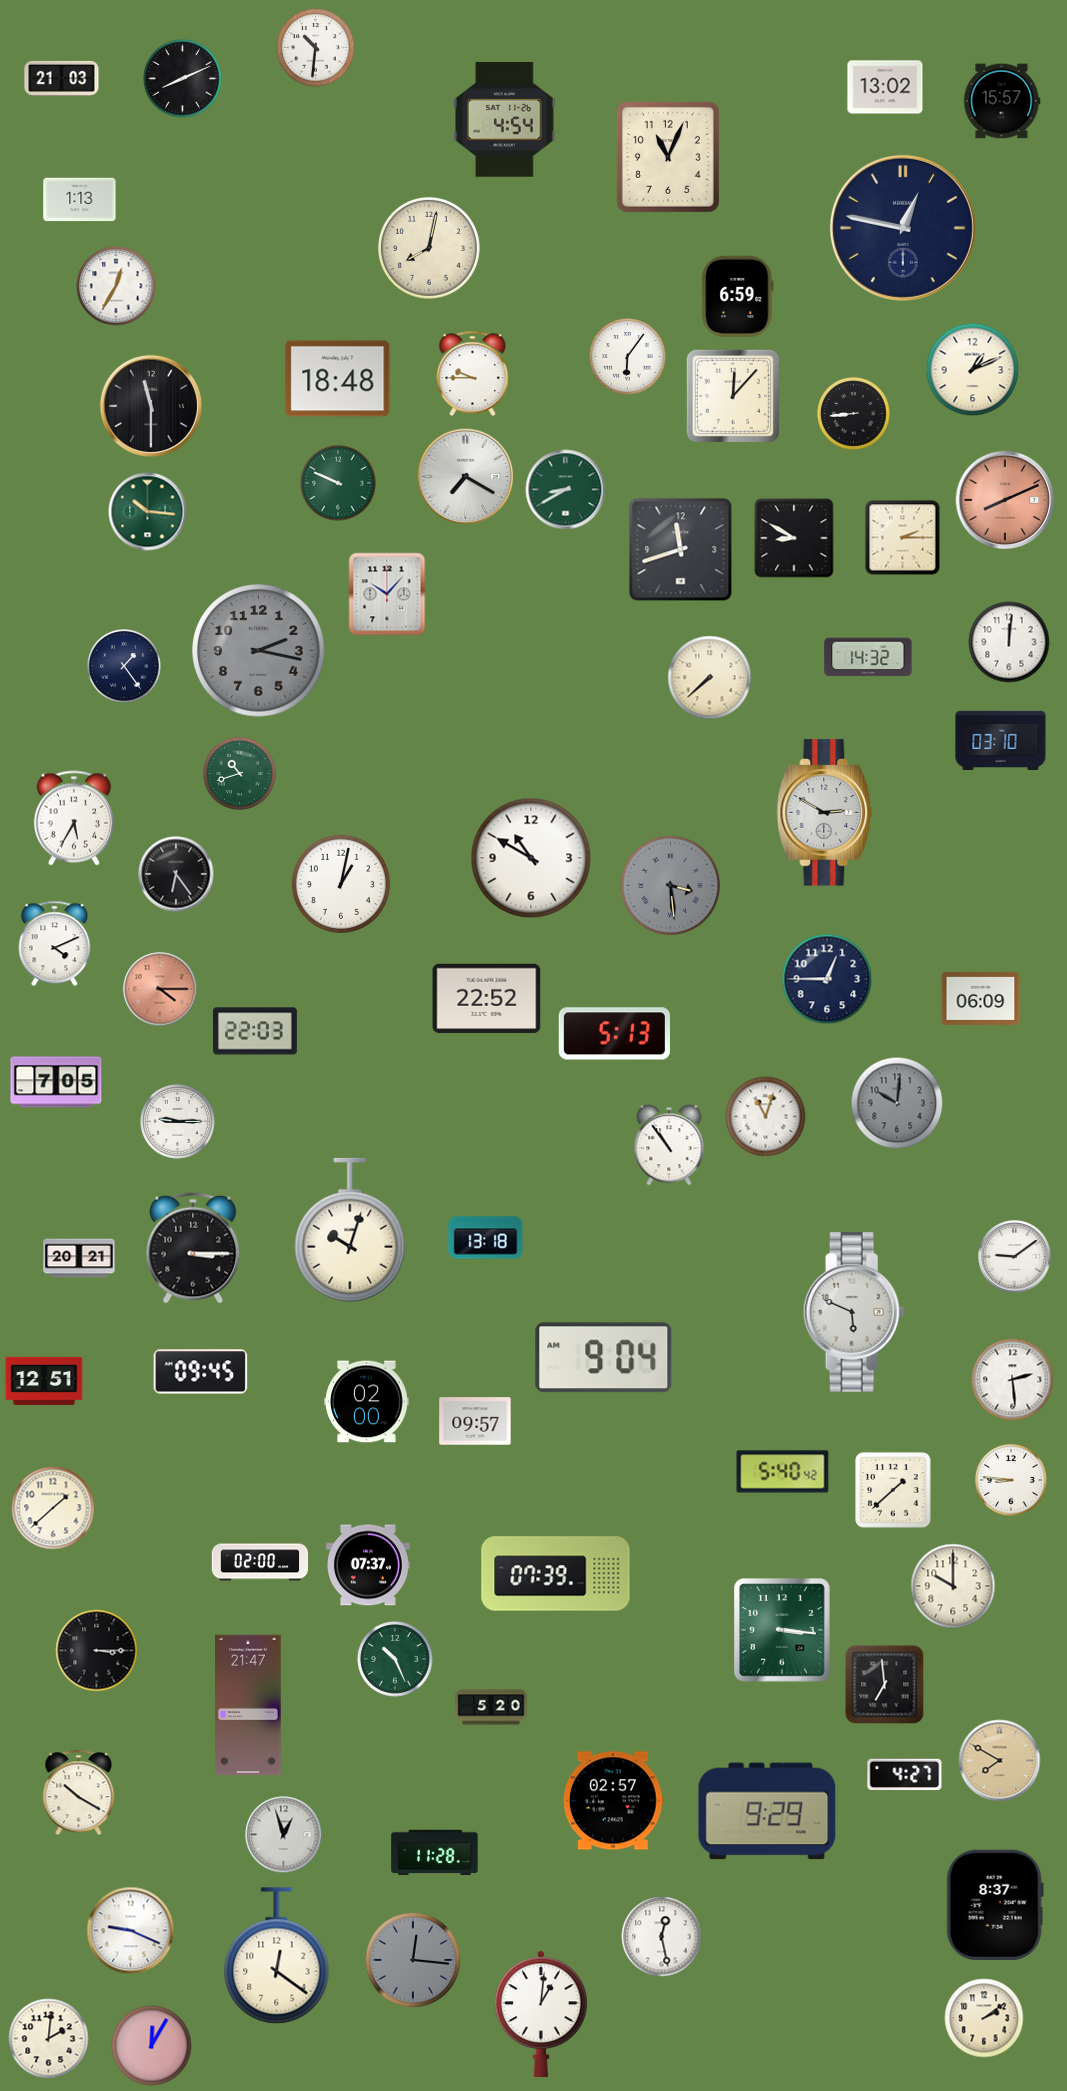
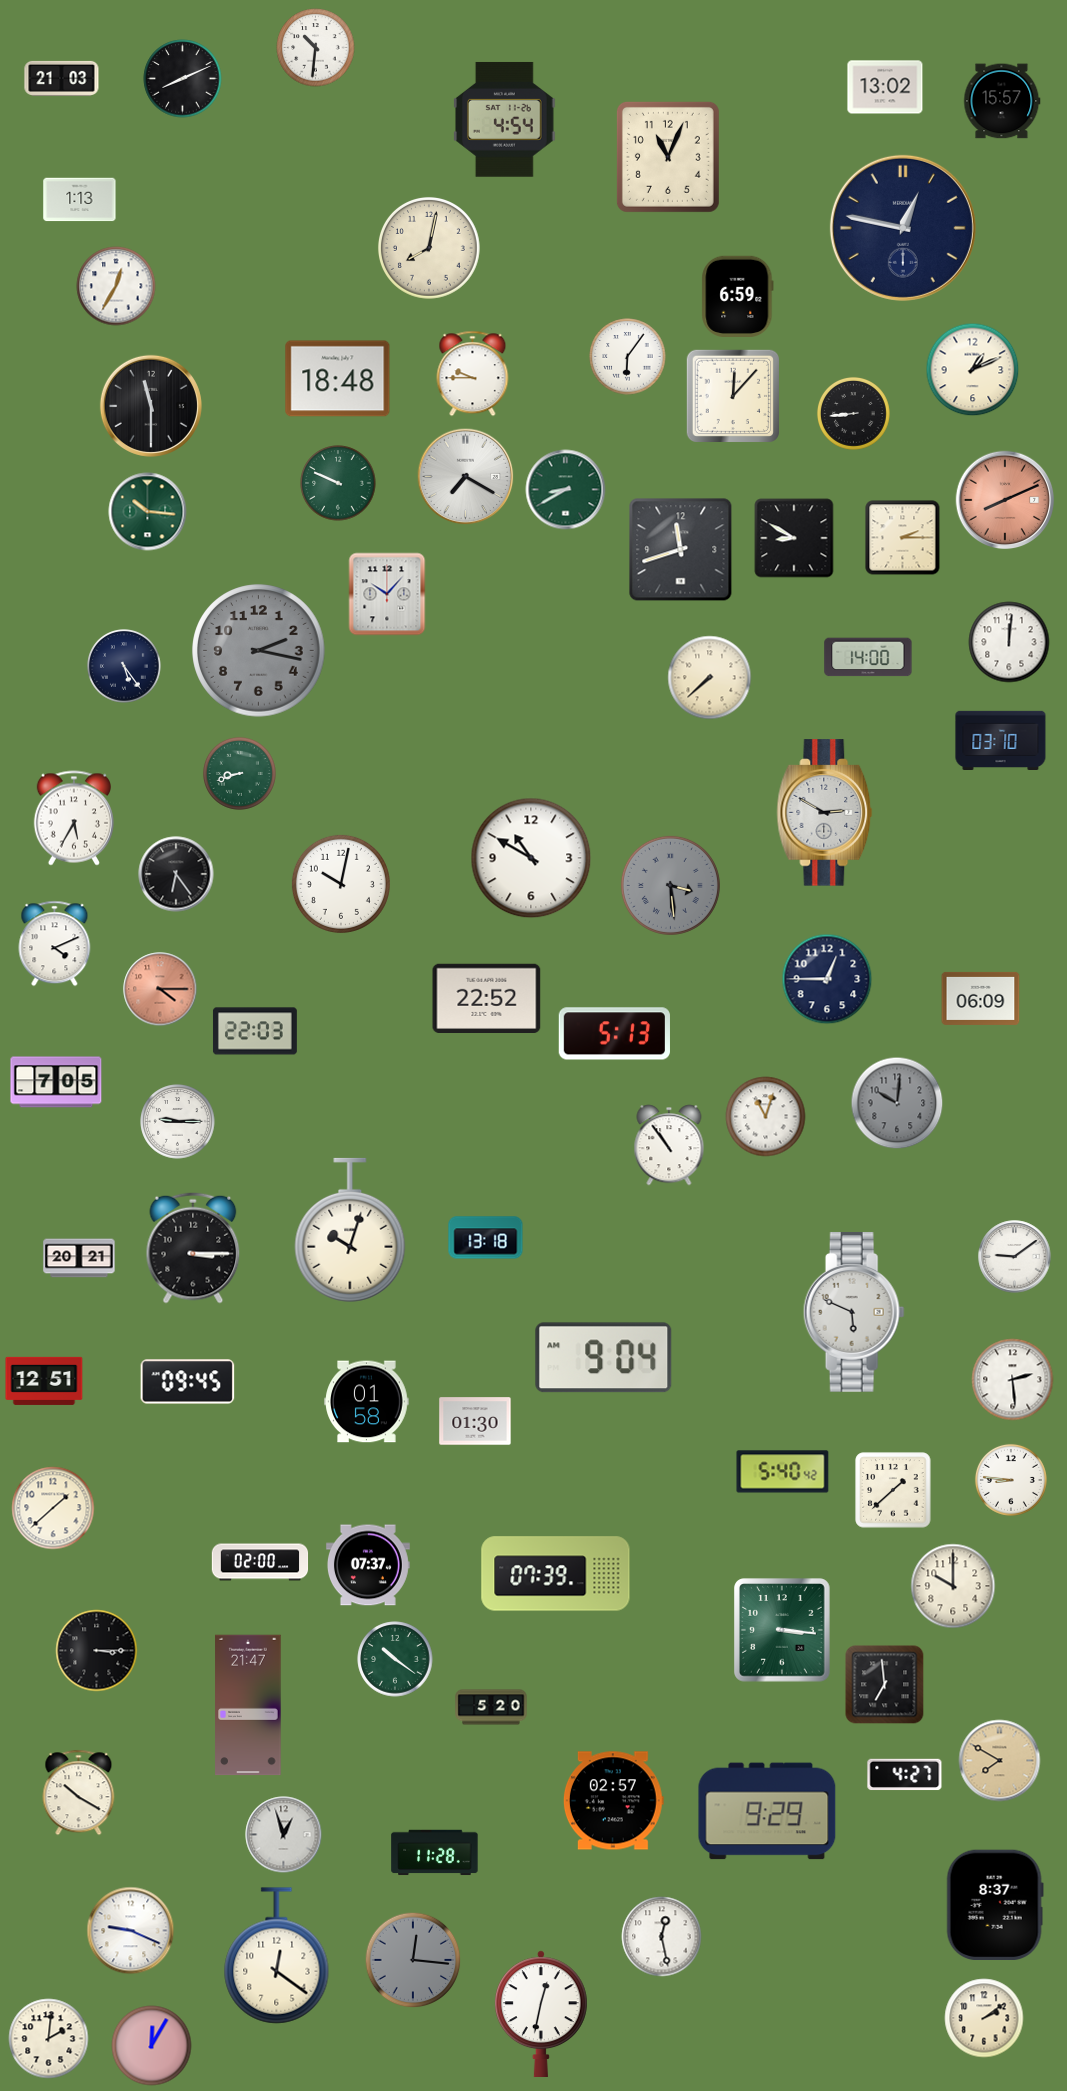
clock at (868, 657): 14:32 -> 14:00
clock at (125, 667): 1:24 -> 5:24
clock at (239, 773): 10:42 -> 8:42
clock at (341, 884): 1:02 -> 10:02
clock at (201, 1372) position: (201, 1372) -> (188, 1382)
clock at (367, 1402): 02:00 -> 01:58
clock at (475, 1421): 09:57 -> 01:30
clock at (395, 1659): 10:26 -> 10:21
clock at (541, 2013): 1:01 -> 12:32
